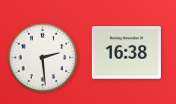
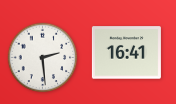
clock at (126, 53): 16:38 -> 16:41
